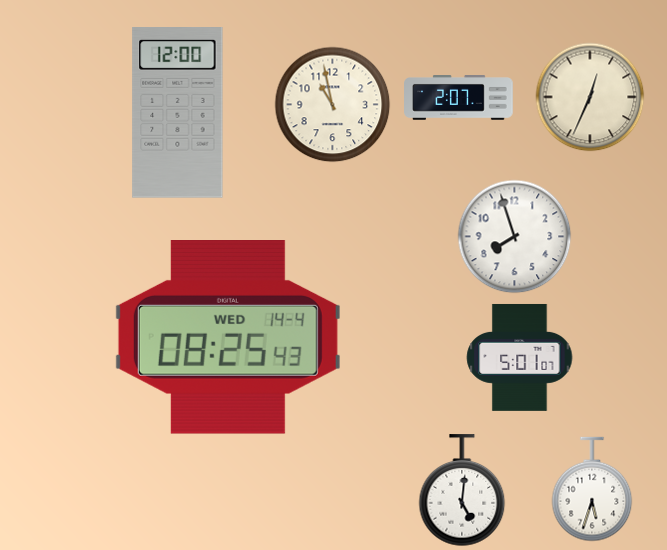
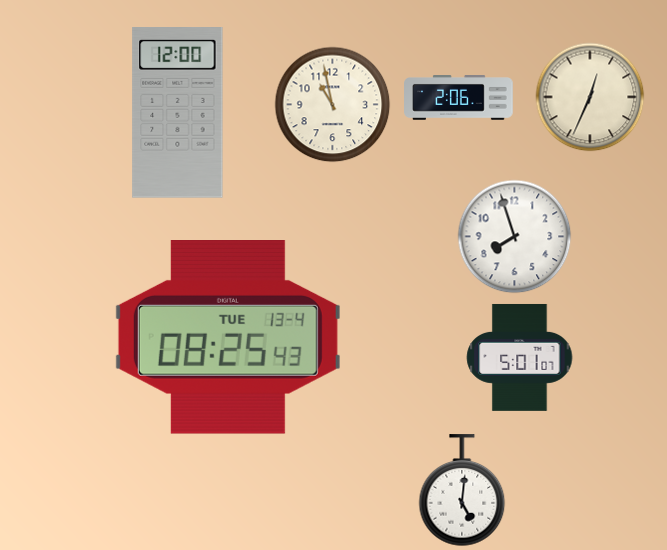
clock at (459, 98): 2:07 -> 2:06
clock at (228, 338) date: WED 14-4 -> TUE 13-4
clock at (592, 489): 5:33 -> none
